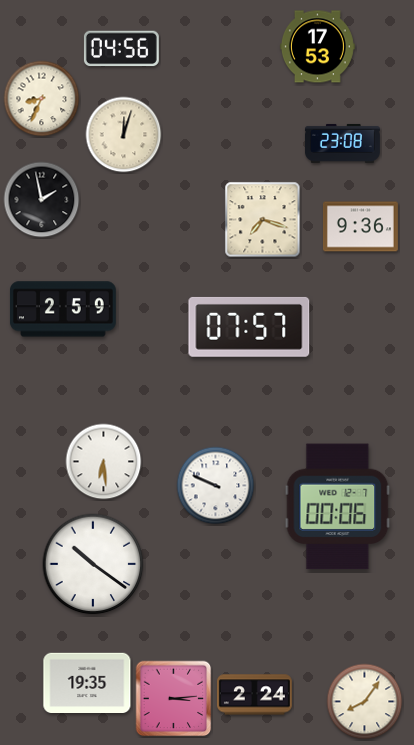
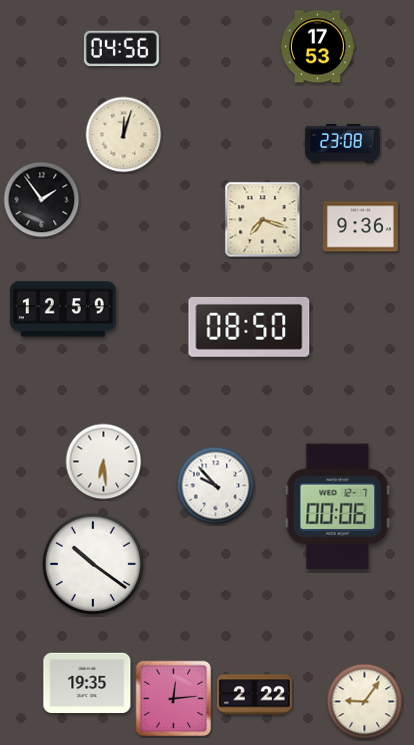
clock at (42, 99): 8:34 -> none
clock at (42, 200): 1:58 -> 1:54
clock at (63, 309): 2:59 -> 12:59
clock at (249, 327): 07:57 -> 08:50
clock at (216, 486): 9:49 -> 9:53
clock at (254, 695): 2:24 -> 2:22
clock at (174, 699): 3:14 -> 12:14
clock at (365, 702): 8:06 -> 9:06
